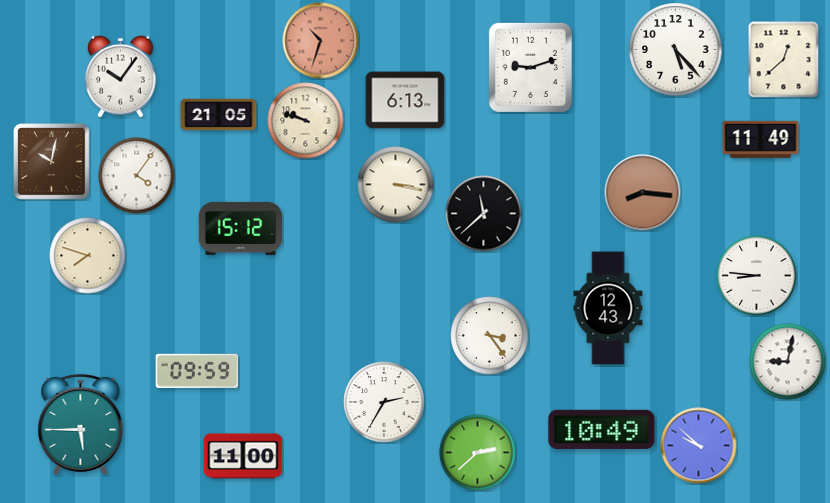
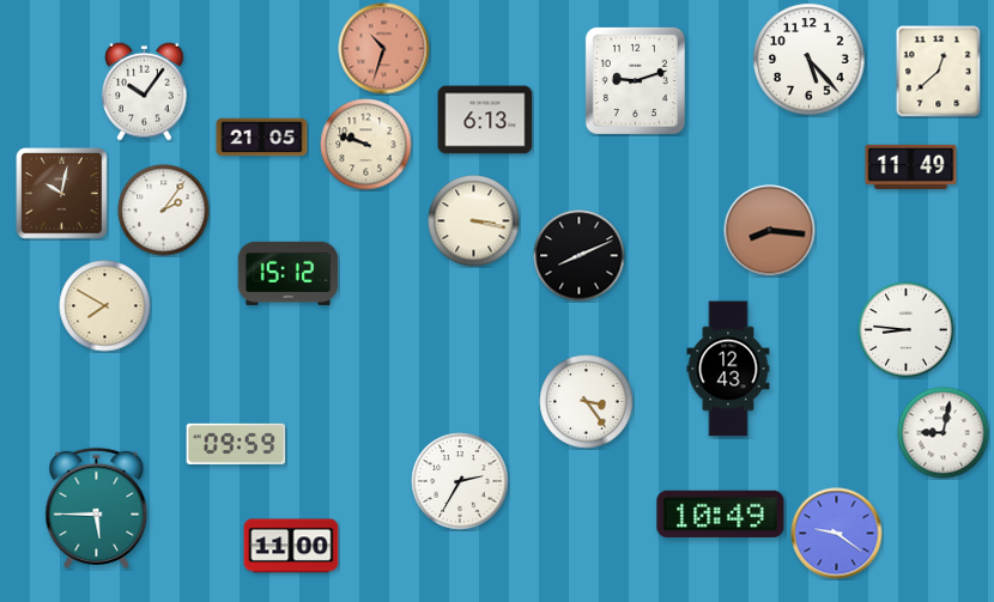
clock at (137, 176): 4:06 -> 2:06
clock at (484, 214): 11:38 -> 8:11
clock at (88, 256): 7:48 -> 7:50
clock at (699, 446): 9:52 -> 9:21
clock at (478, 453): 2:38 -> none
